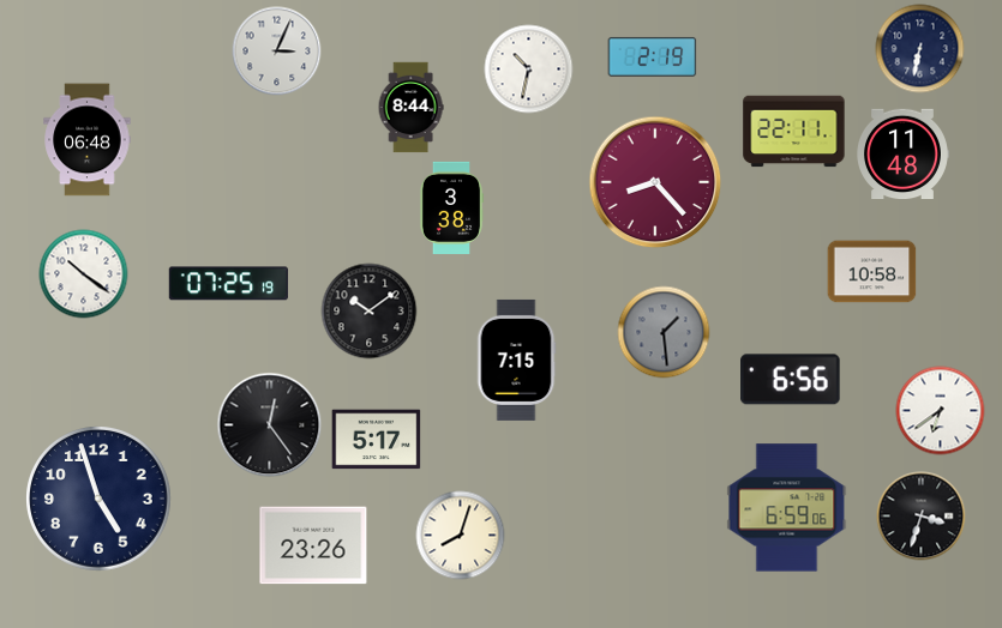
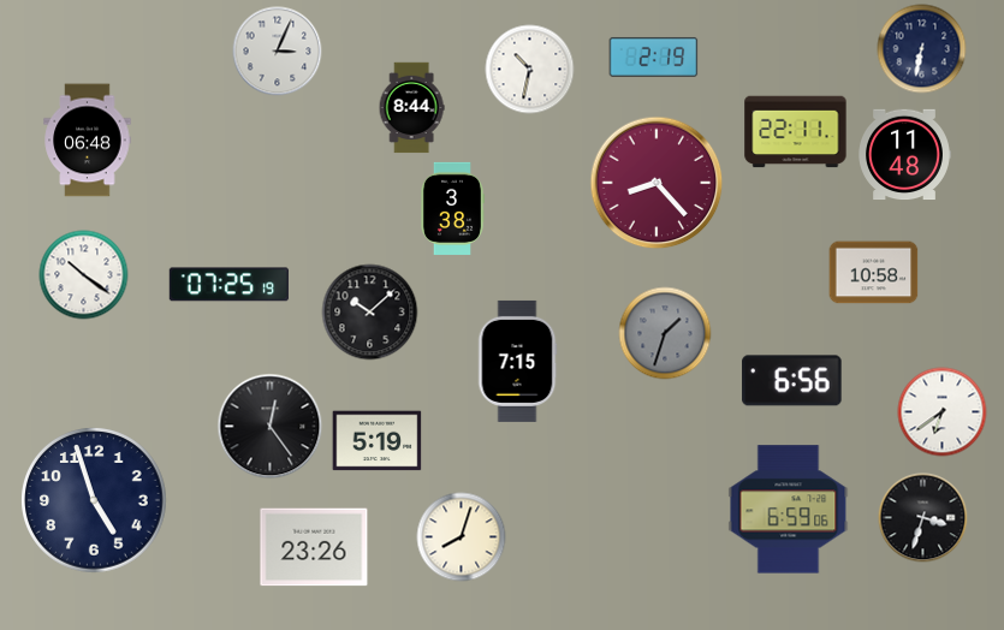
clock at (370, 312): 10:09 -> 10:08
clock at (664, 332): 1:29 -> 1:33
clock at (377, 440): 5:17 -> 5:19
clock at (100, 500) position: (100, 500) -> (95, 501)
